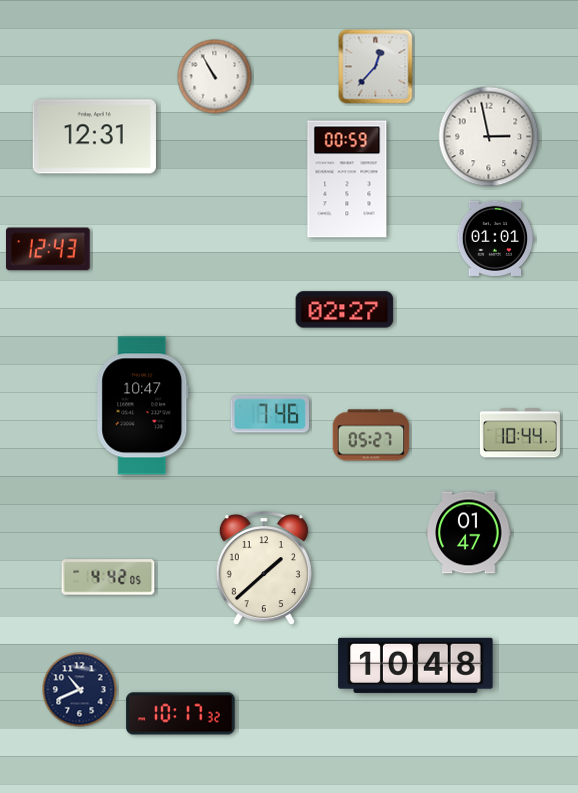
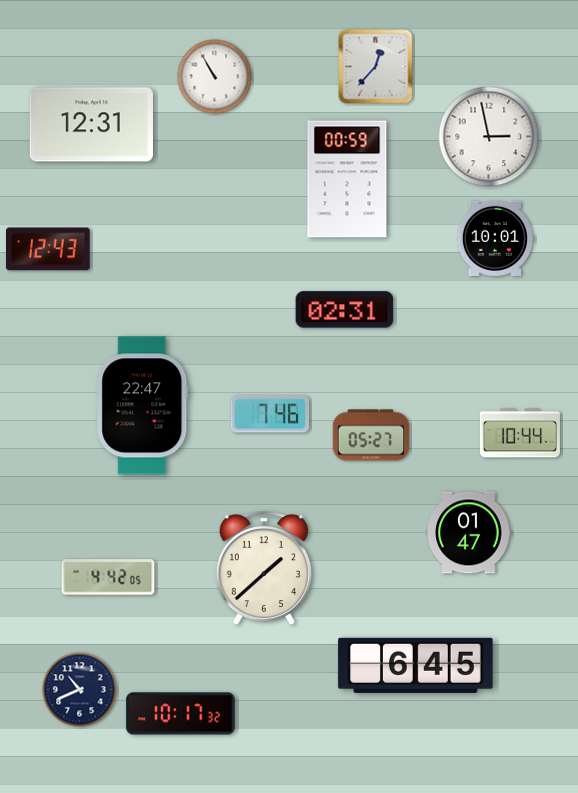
clock at (94, 137) position: (94, 137) -> (91, 125)
clock at (495, 238): 01:01 -> 10:01
clock at (345, 310): 02:27 -> 02:31
clock at (143, 406): 10:47 -> 22:47
clock at (416, 665): 10:48 -> 6:45
